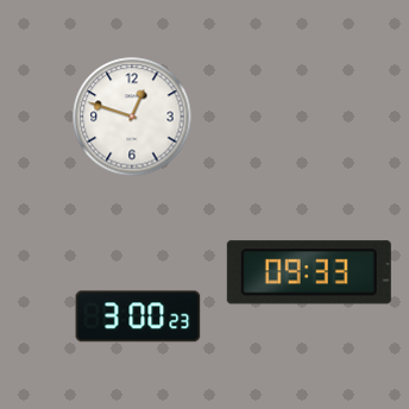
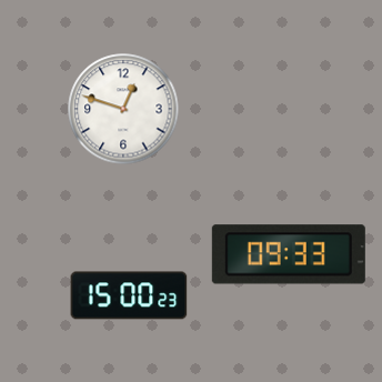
clock at (138, 316): 3:00 -> 15:00
